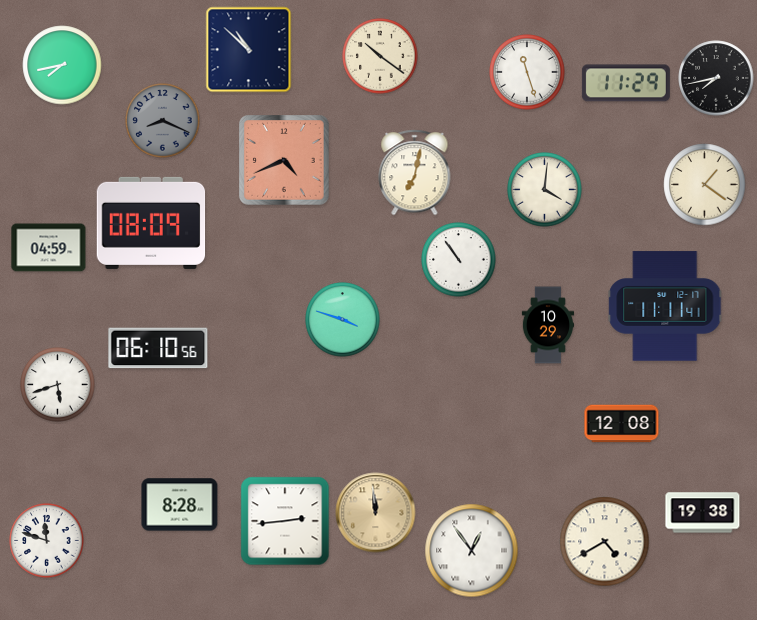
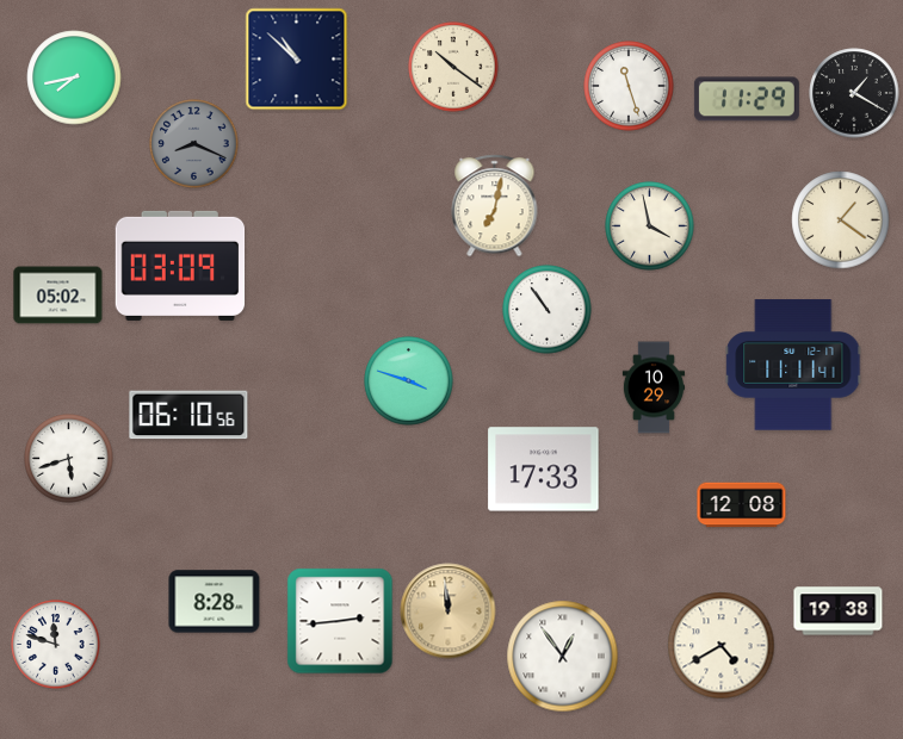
clock at (716, 78): 7:43 -> 1:20
clock at (284, 160): 4:41 -> none
clock at (545, 190): 4:01 -> 3:58
clock at (151, 223): 08:09 -> 03:09
clock at (49, 248): 04:59 -> 05:02
clock at (544, 470): none -> 17:33
